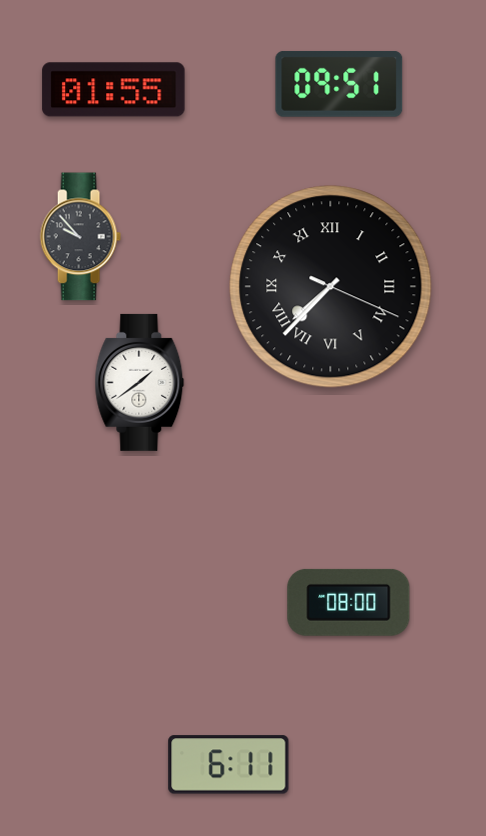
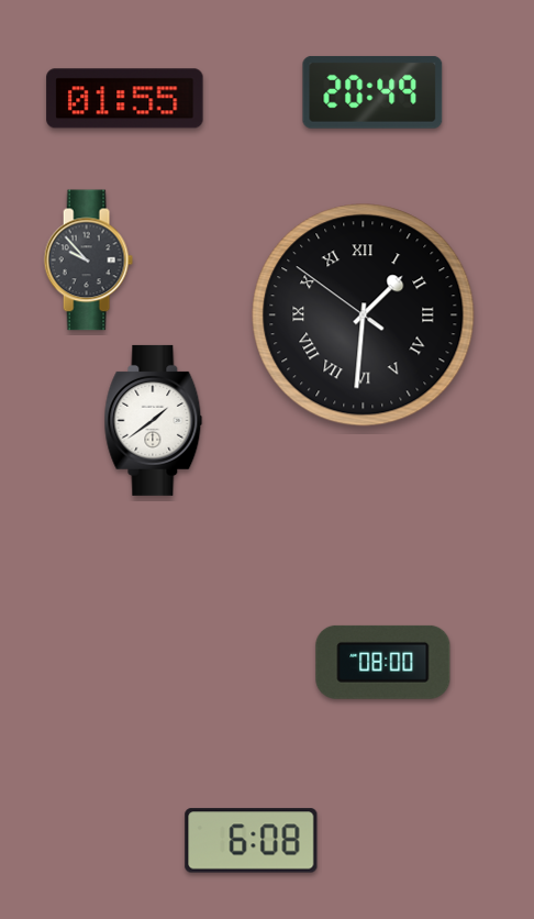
clock at (339, 84): 09:51 -> 20:49
clock at (331, 287): 7:37 -> 1:30
clock at (229, 765): 6:11 -> 6:08
